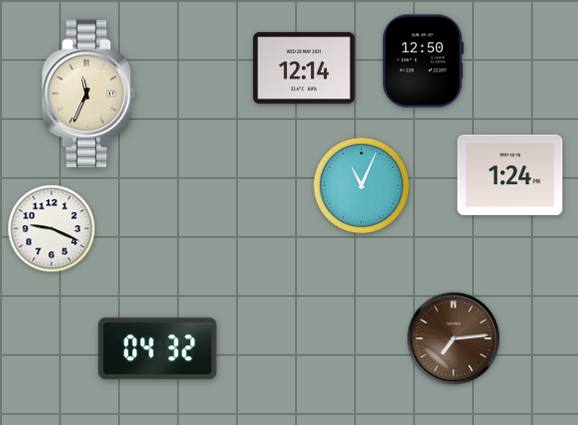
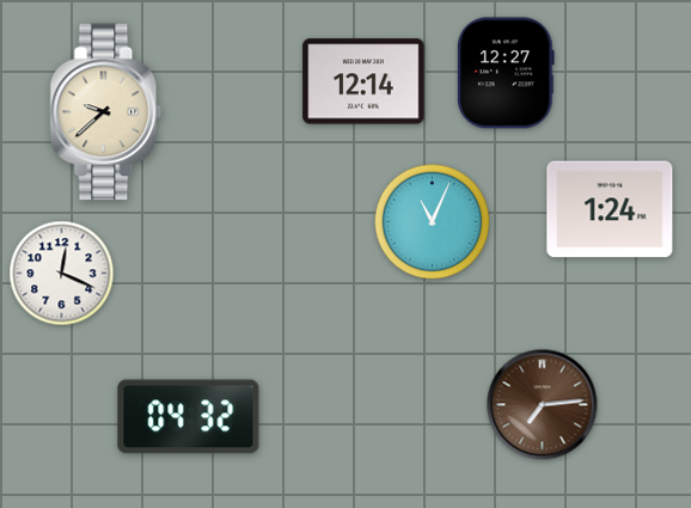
clock at (423, 61): 12:50 -> 12:27
clock at (89, 94): 11:34 -> 9:38
clock at (52, 229): 9:19 -> 12:19
